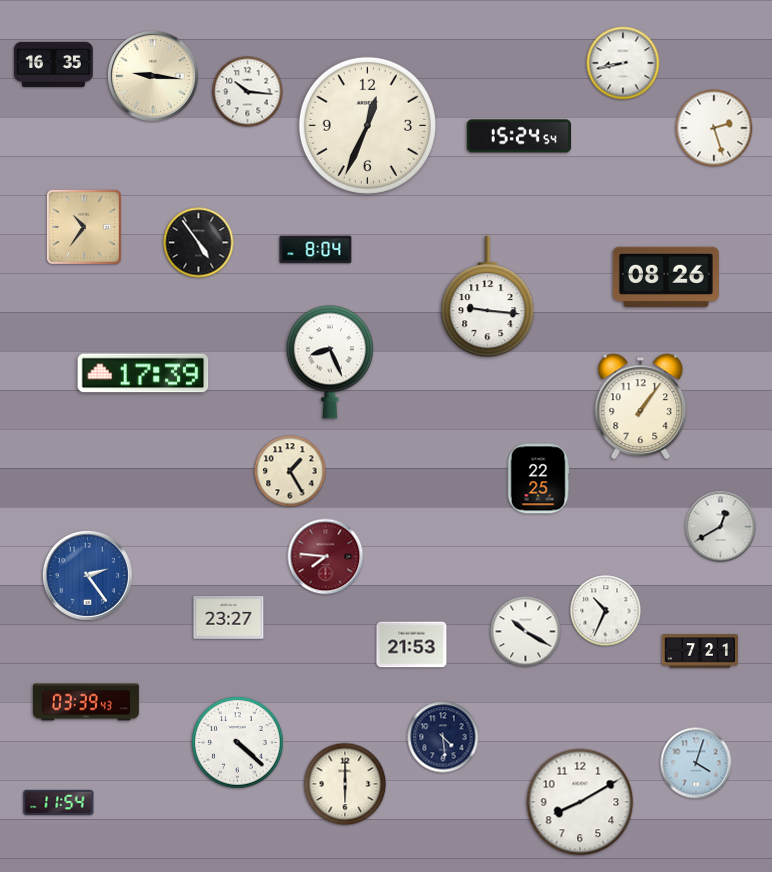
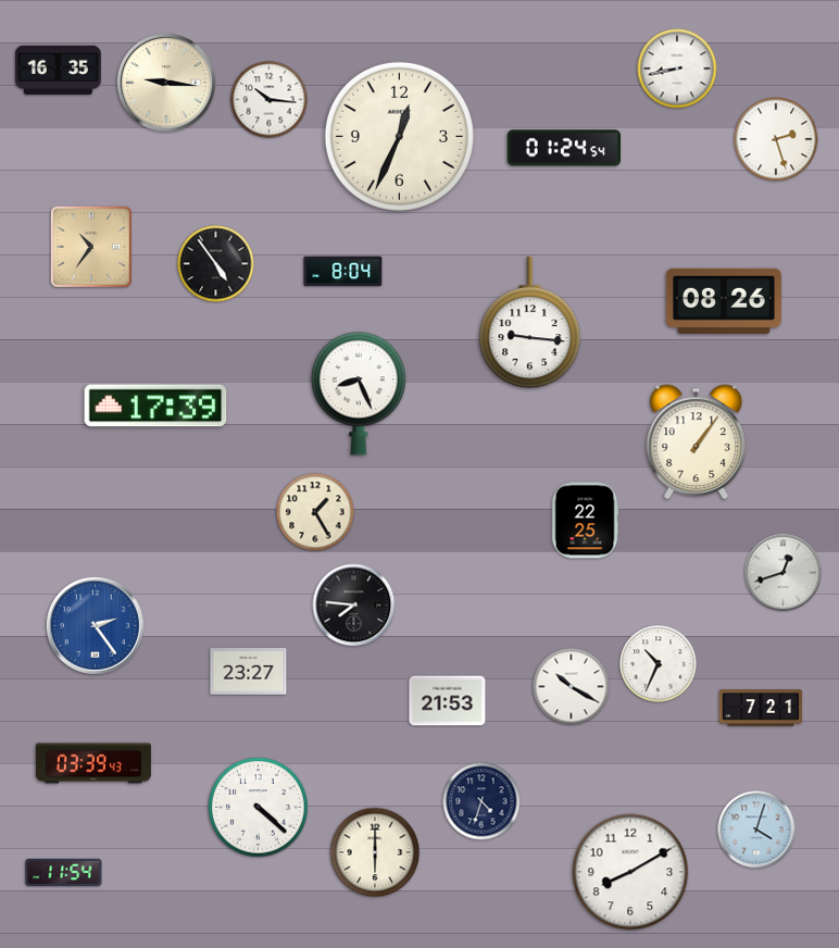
clock at (518, 136): 15:24 -> 01:24
clock at (721, 527): 12:40 -> 12:42
clock at (326, 557) dial: burgundy -> black
clock at (443, 737): 4:29 -> 4:33
